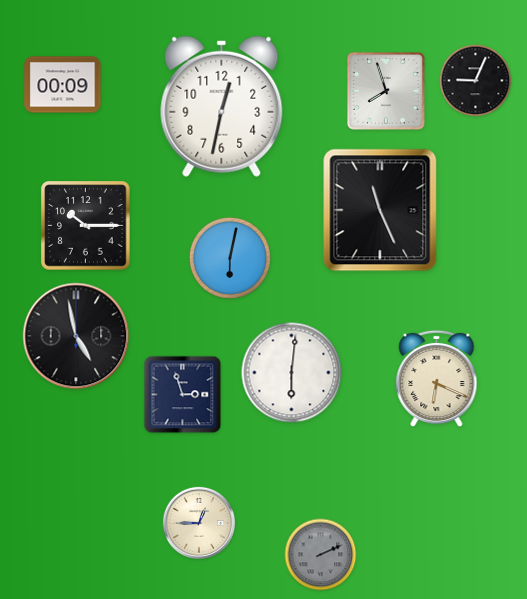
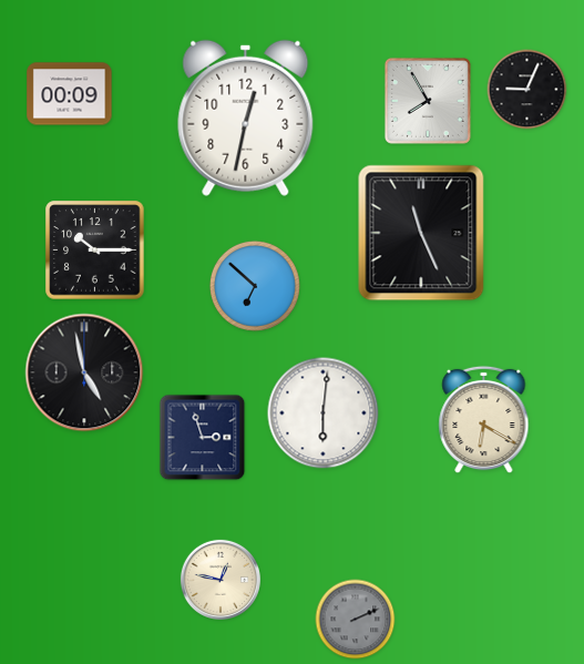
clock at (386, 91): 7:57 -> 7:55
clock at (230, 258): 6:02 -> 6:52
clock at (437, 379): 6:19 -> 6:20
clock at (199, 523): 12:45 -> 12:47
clock at (321, 555) position: (321, 555) -> (356, 620)
